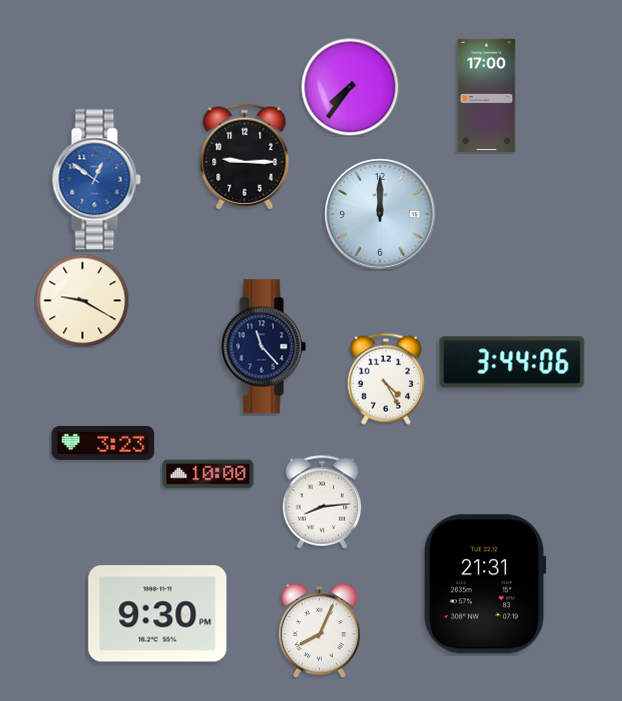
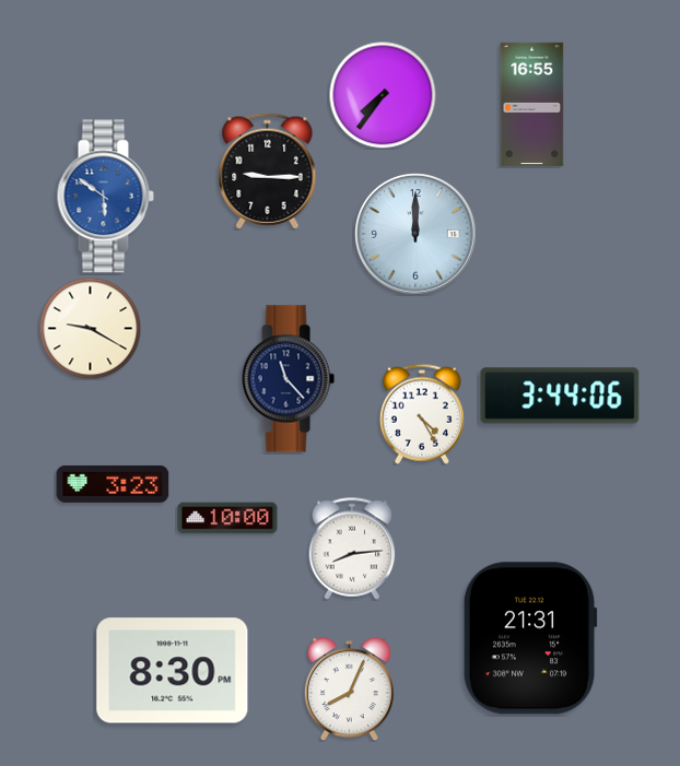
clock at (487, 95): 17:00 -> 16:55
clock at (96, 180): 12:51 -> 5:51
clock at (158, 614): 9:30 -> 8:30
